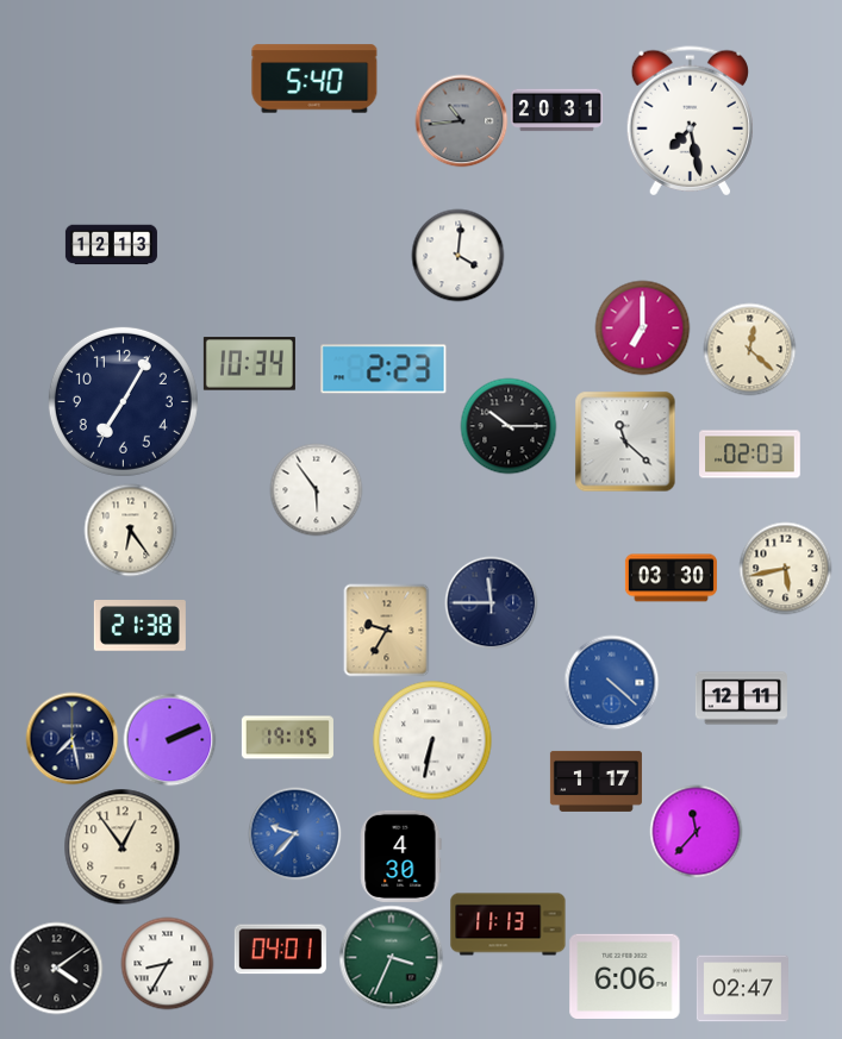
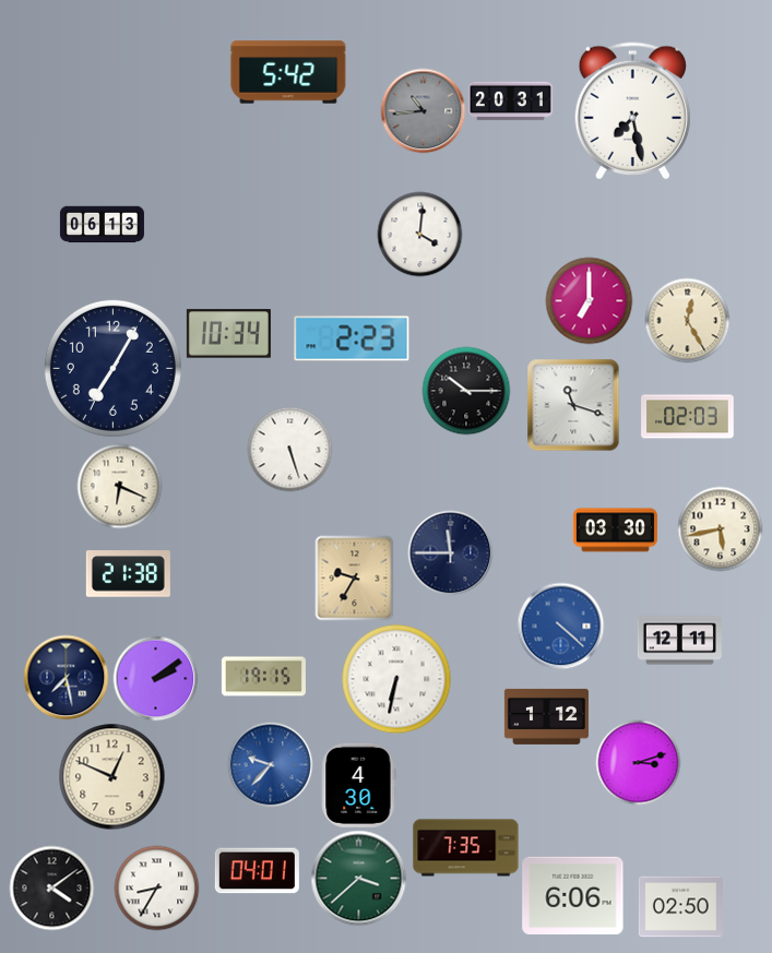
clock at (314, 79): 5:40 -> 5:42
clock at (111, 245): 12:13 -> 06:13
clock at (749, 349): 12:22 -> 12:25
clock at (625, 442): 11:22 -> 11:18
clock at (316, 489): 5:54 -> 5:27
clock at (130, 530): 6:24 -> 6:19
clock at (785, 568) position: (785, 568) -> (720, 528)
clock at (169, 739): 2:11 -> 2:09
clock at (595, 781): 1:17 -> 1:12
clock at (696, 831): 11:37 -> 3:12
clock at (121, 846): 12:54 -> 12:49
clock at (401, 856) position: (401, 856) -> (359, 785)
clock at (509, 925): 11:13 -> 7:35
clock at (391, 957): 3:34 -> 3:38
clock at (167, 963) position: (167, 963) -> (156, 888)
clock at (742, 989): 02:47 -> 02:50
